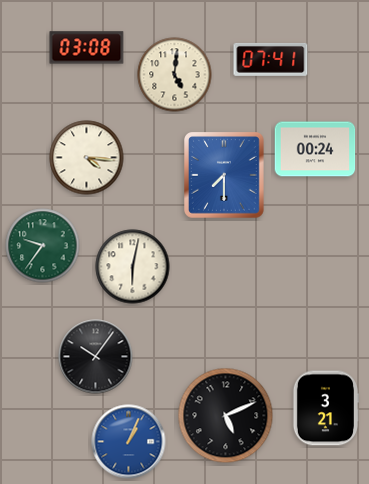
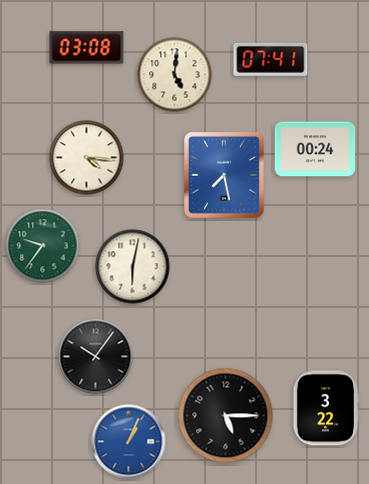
clock at (225, 176): 7:30 -> 7:28
clock at (325, 408): 3:21 -> 3:22
clock at (226, 416): 5:11 -> 5:15
